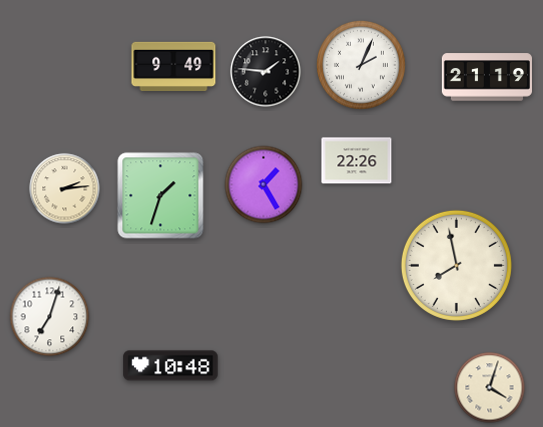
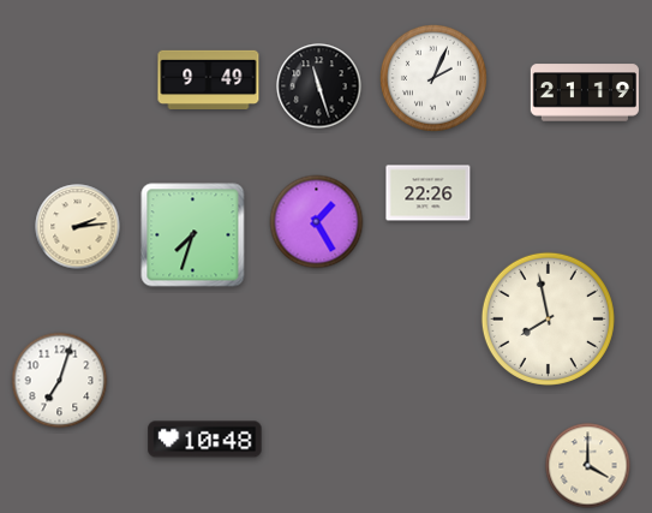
clock at (266, 72): 1:46 -> 11:27
clock at (161, 196): 1:33 -> 7:33
clock at (490, 388): 4:03 -> 4:00
